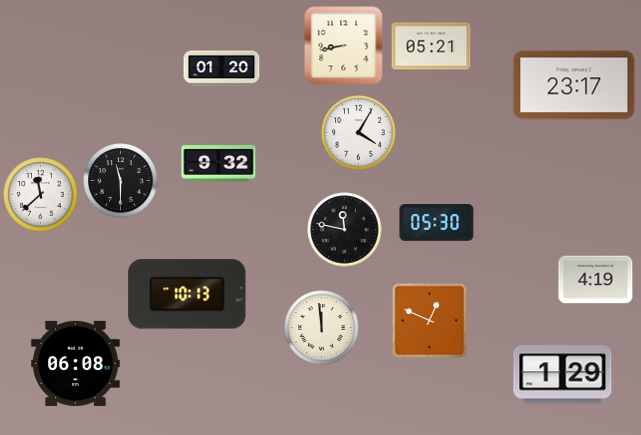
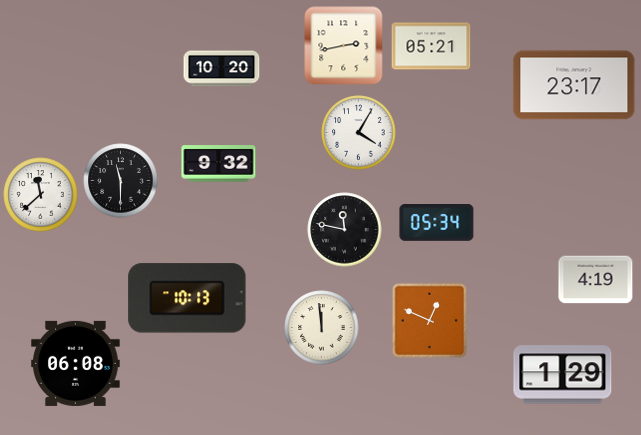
clock at (344, 46): 8:43 -> 2:43
clock at (222, 69): 01:20 -> 10:20
clock at (437, 223): 05:30 -> 05:34
clock at (187, 294) position: (187, 294) -> (187, 298)
